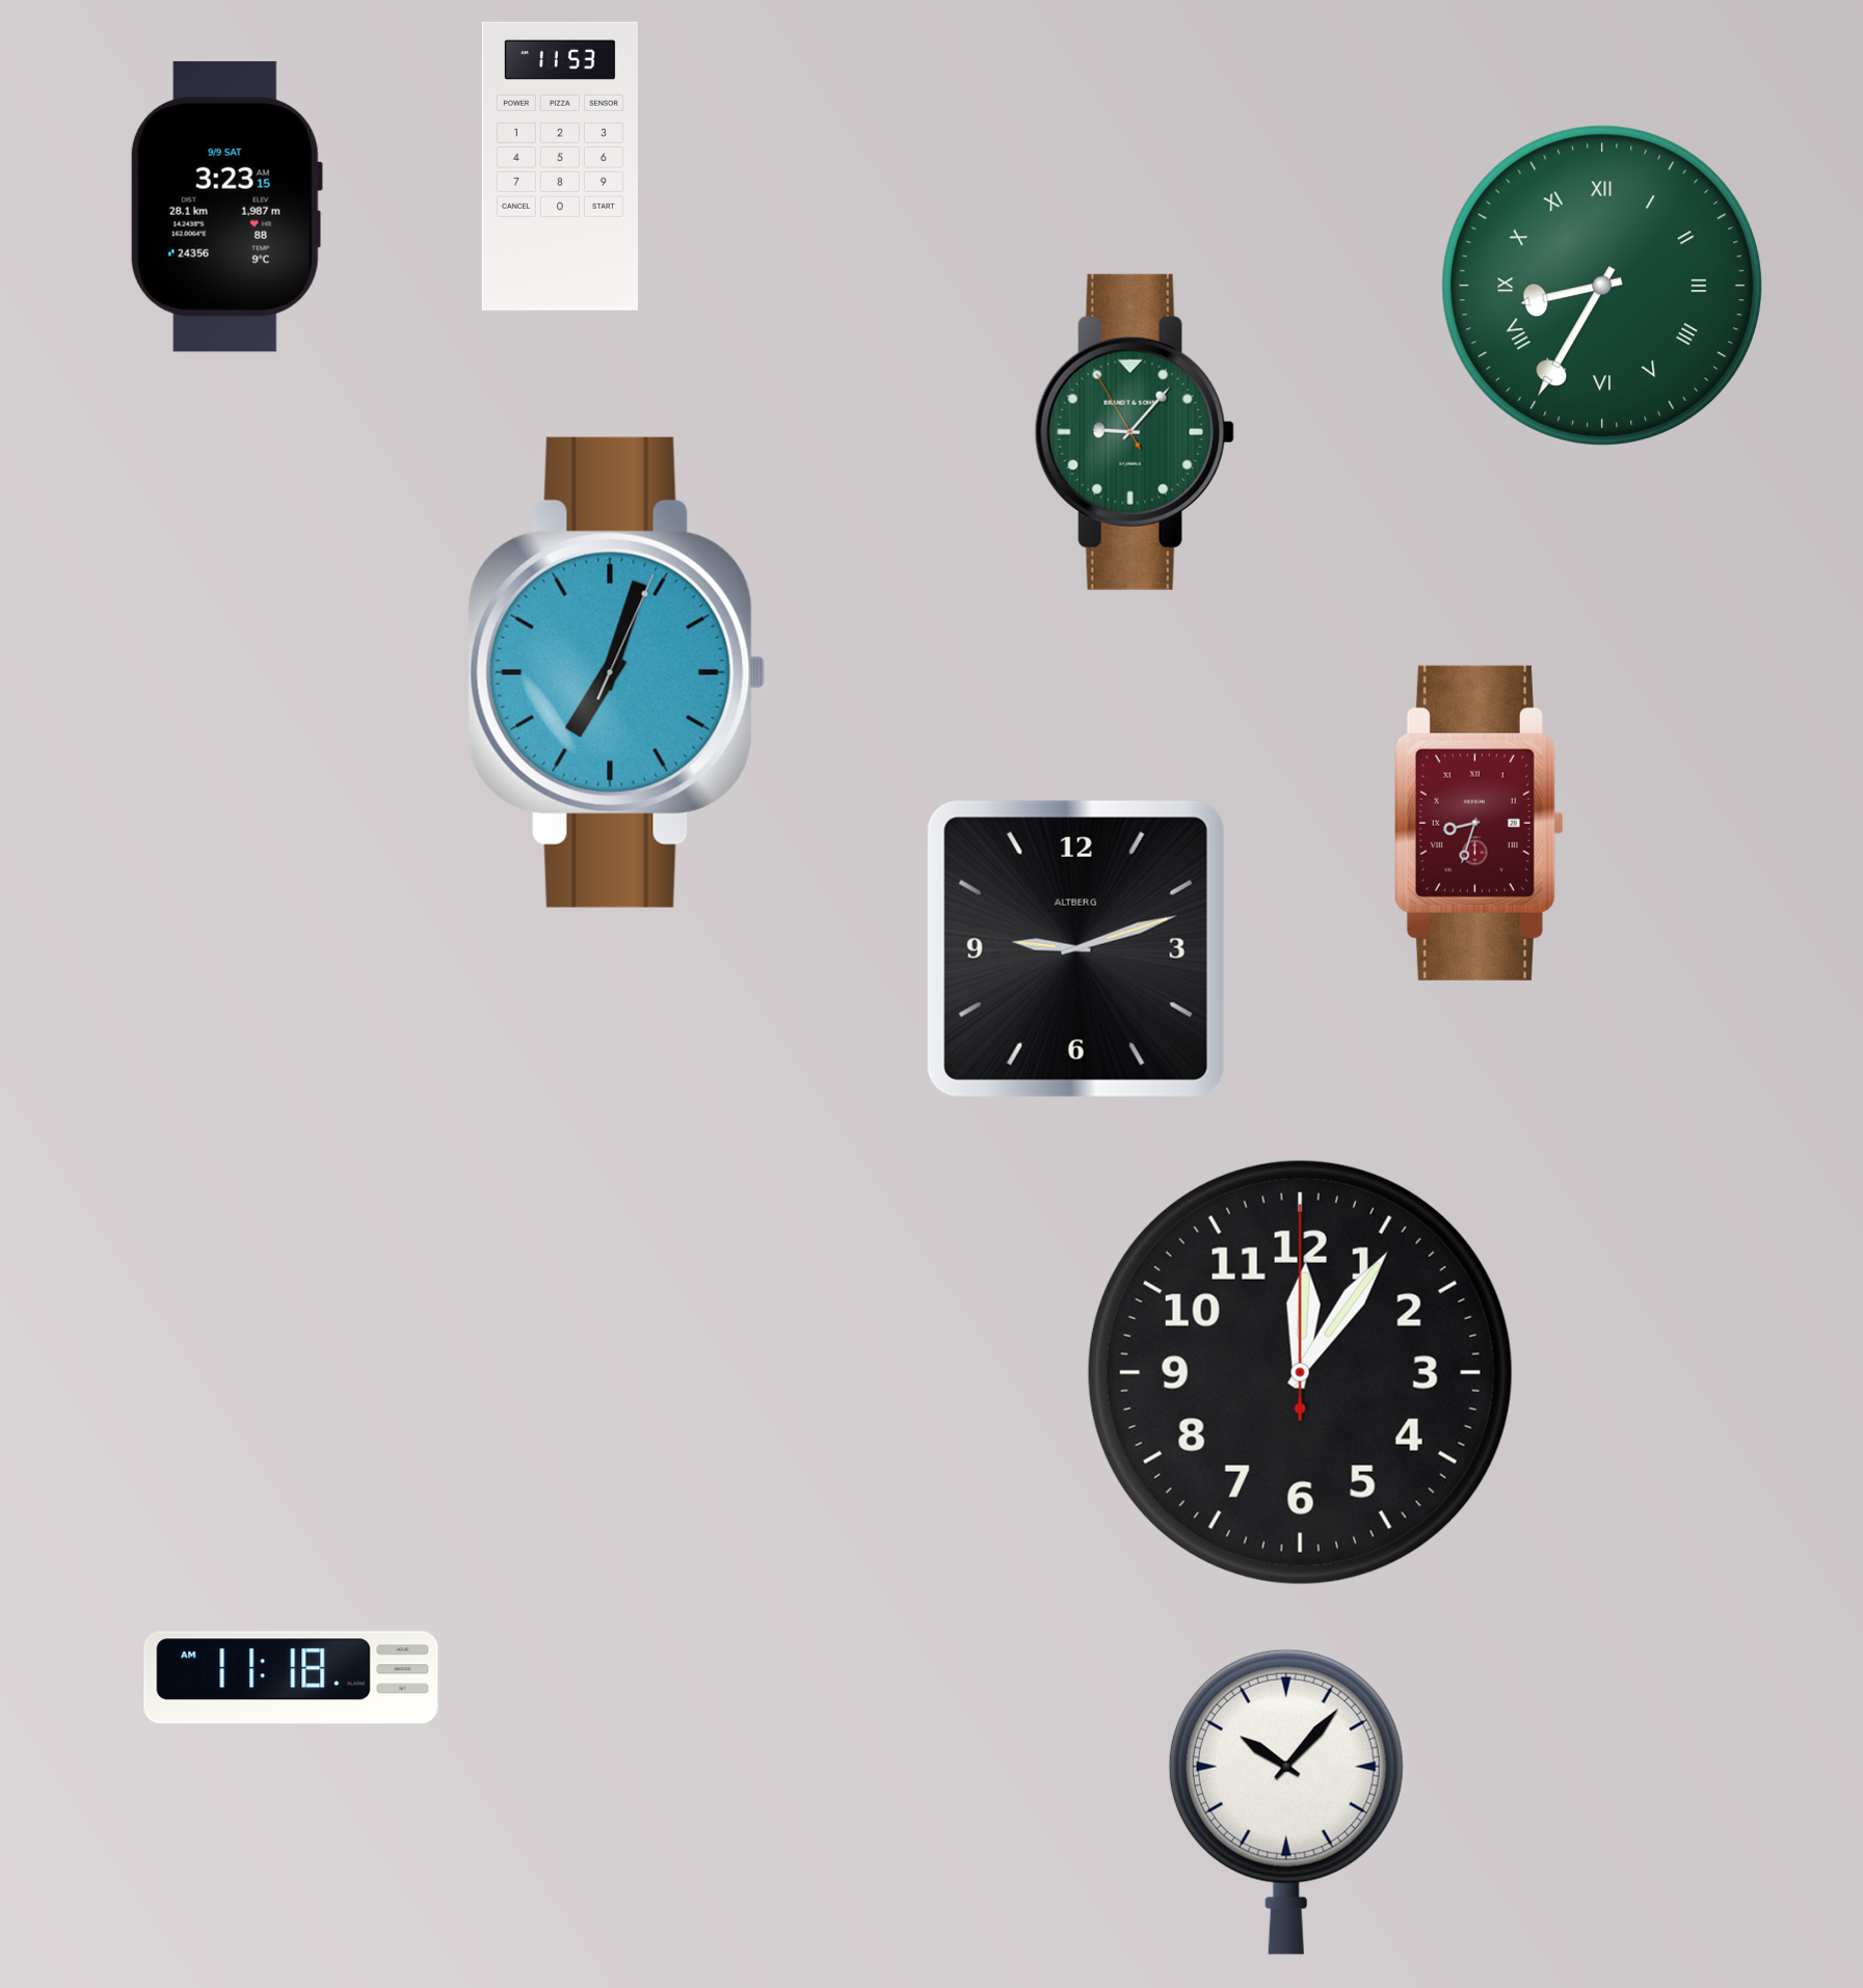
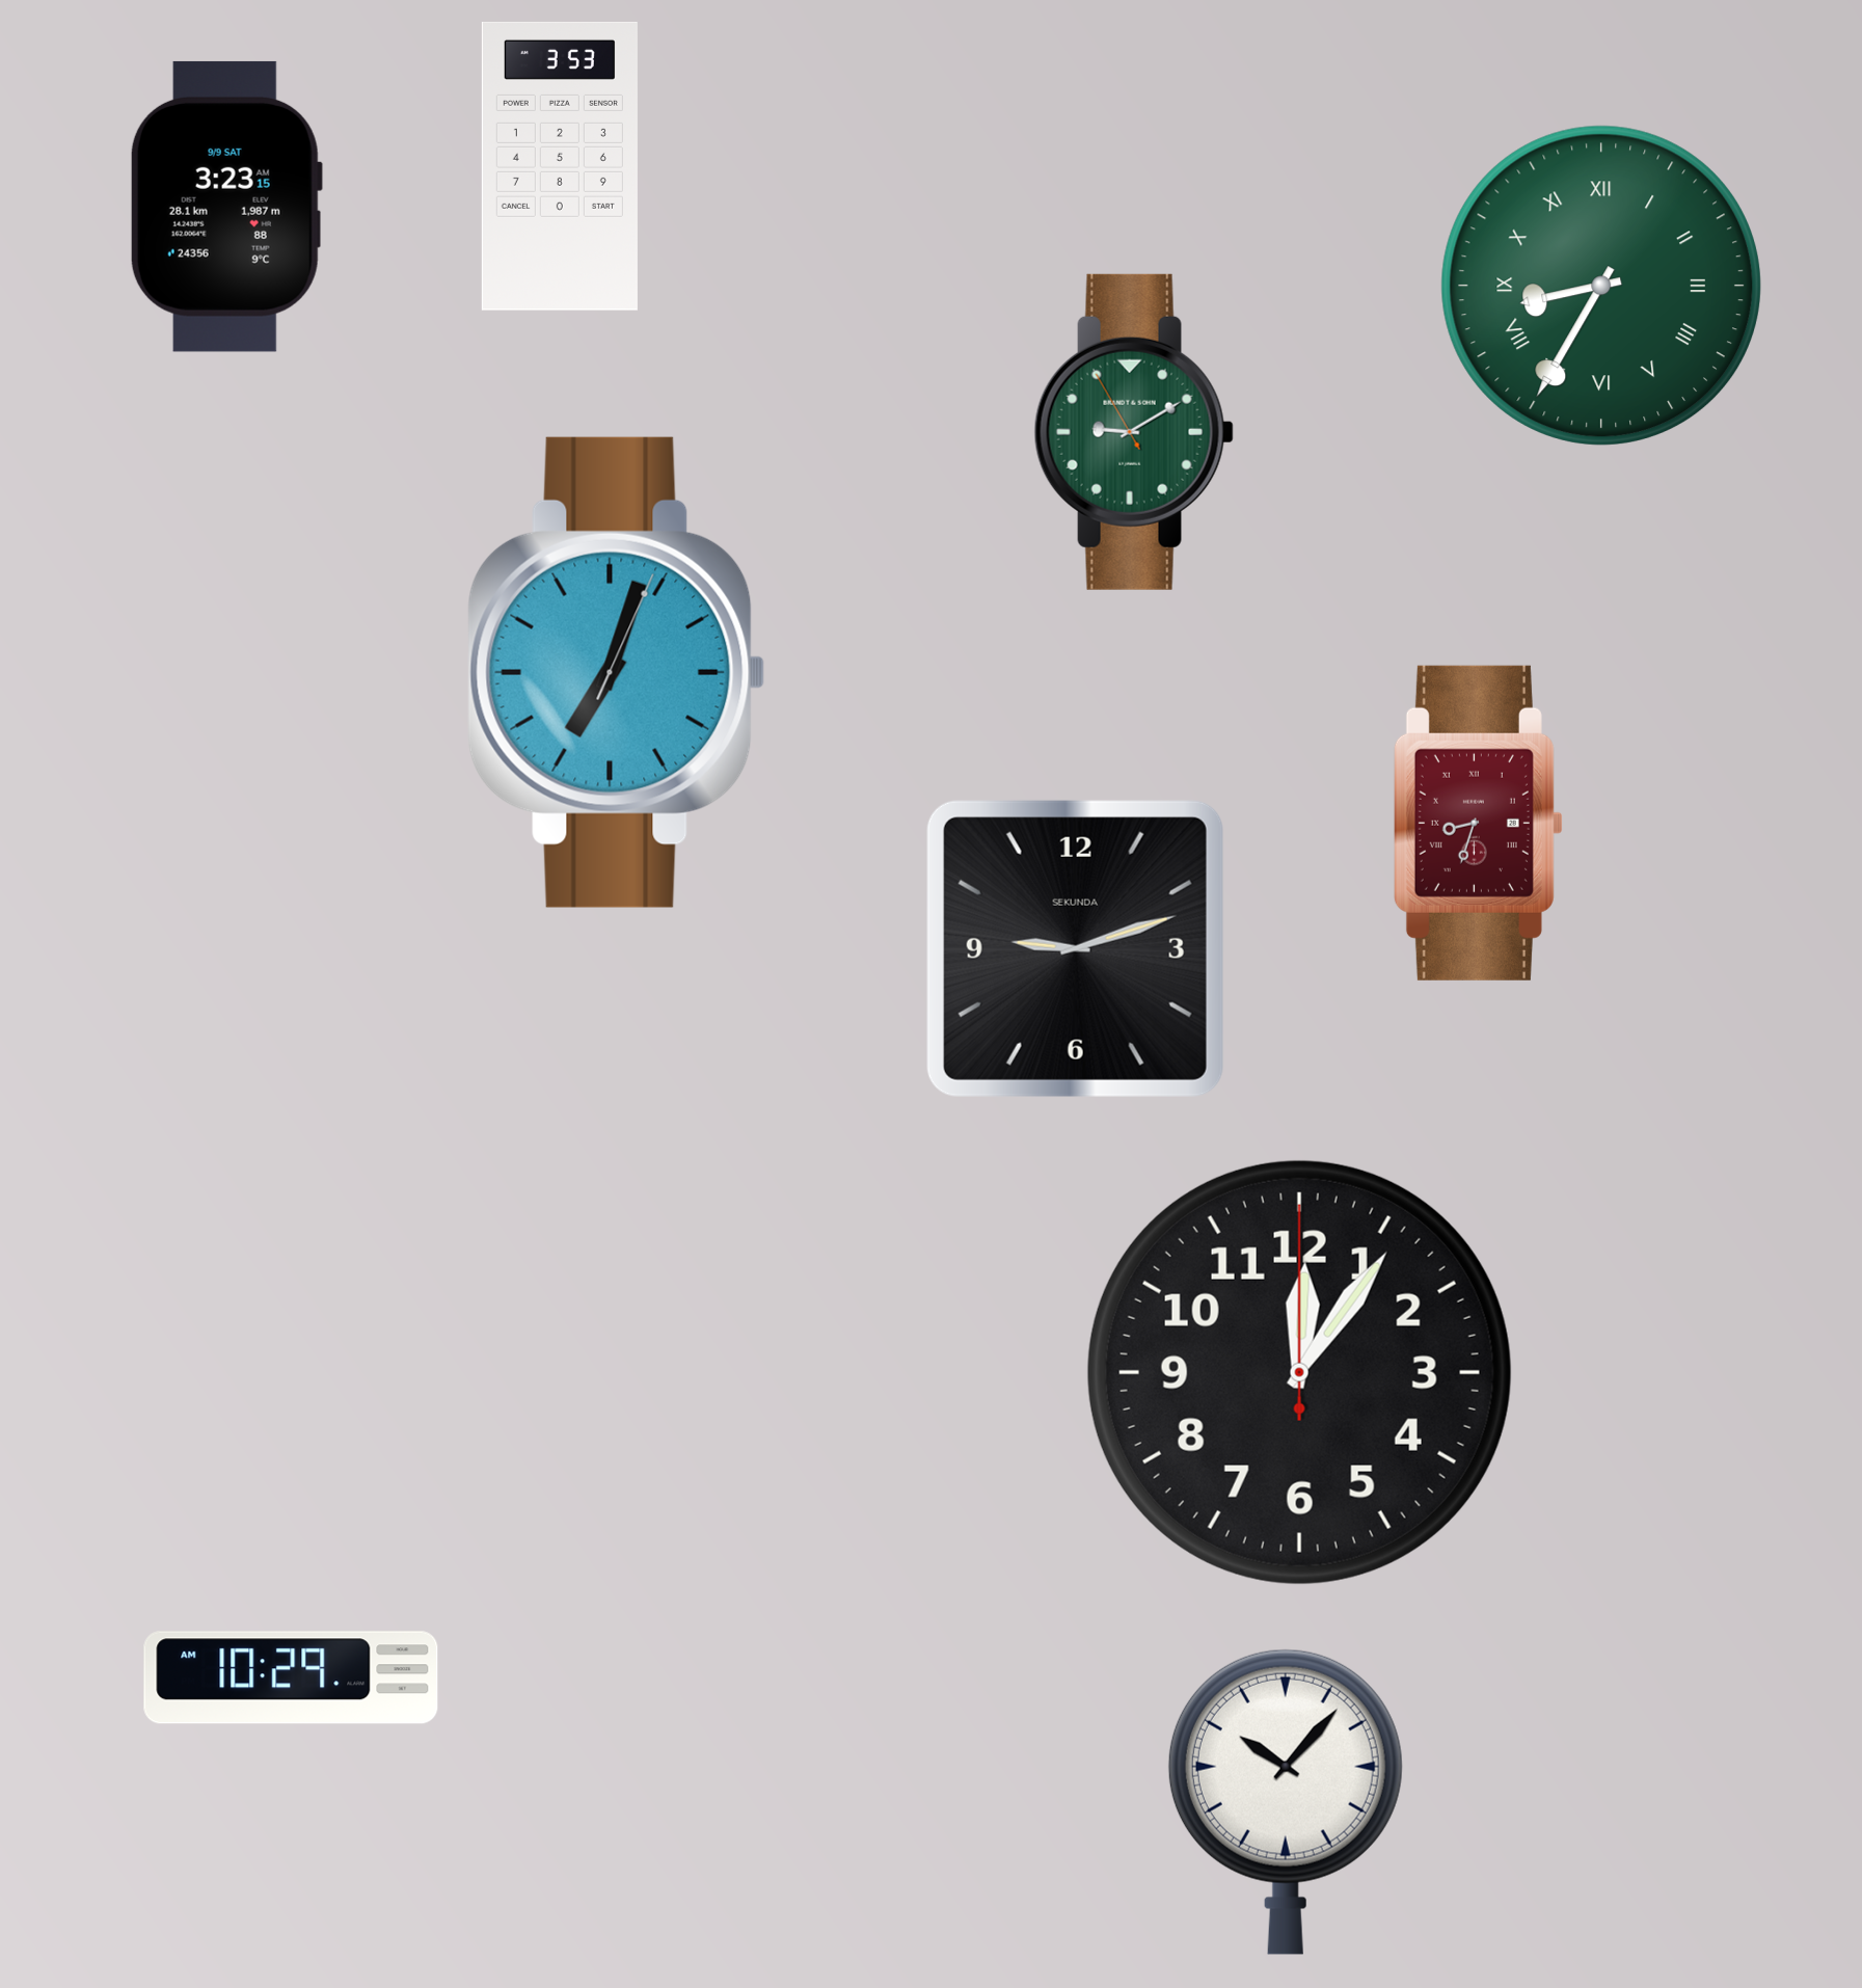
clock at (560, 166): 11:53 -> 3:53
clock at (1135, 432): 9:06 -> 9:09
clock at (1075, 948) brand: ALTBERG -> SEKUNDA
clock at (291, 1677): 11:18 -> 10:29
